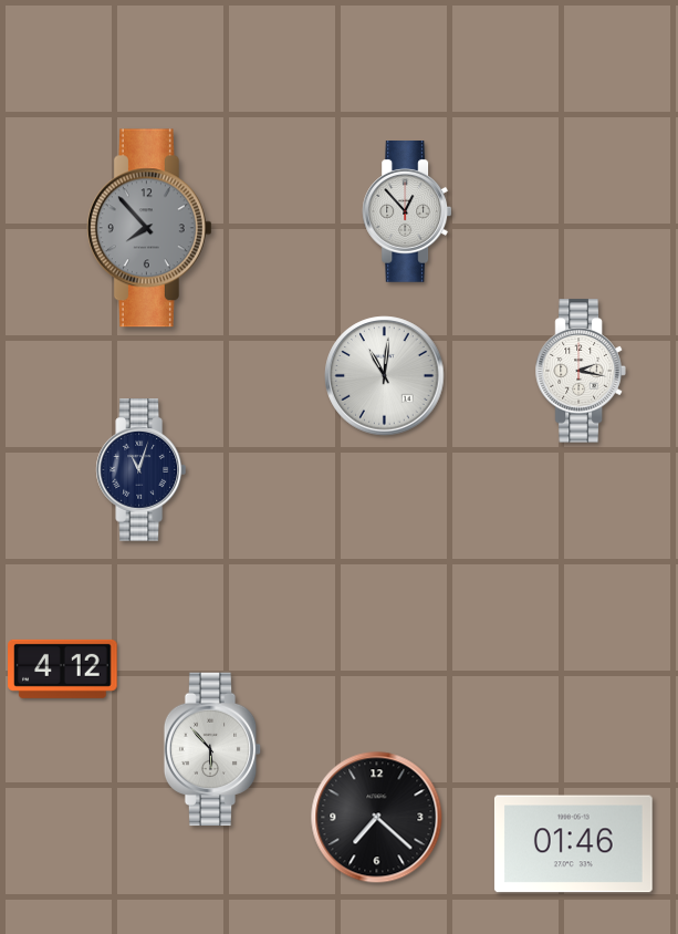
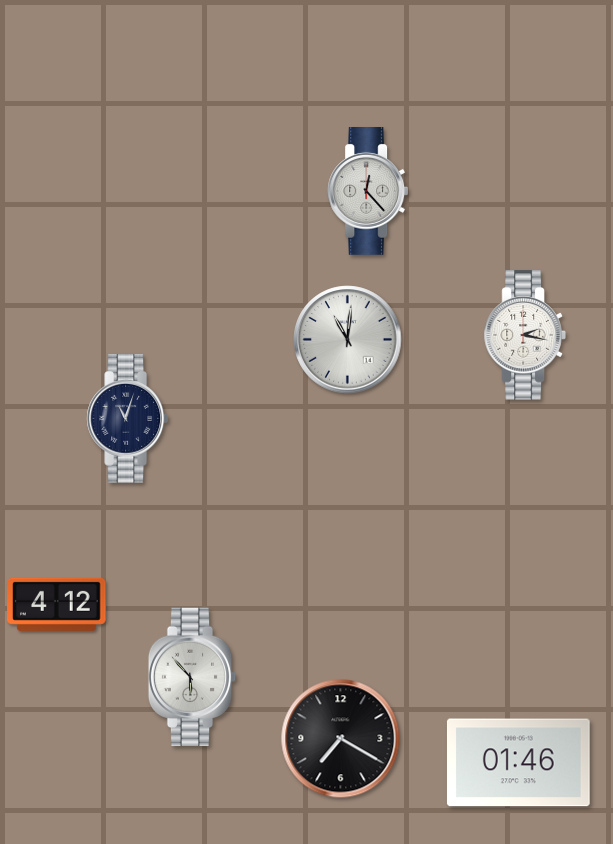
clock at (407, 212): 12:53 -> 12:23
clock at (149, 228): 7:53 -> none
clock at (140, 470) position: (140, 470) -> (127, 419)
clock at (377, 818): 7:22 -> 7:20
